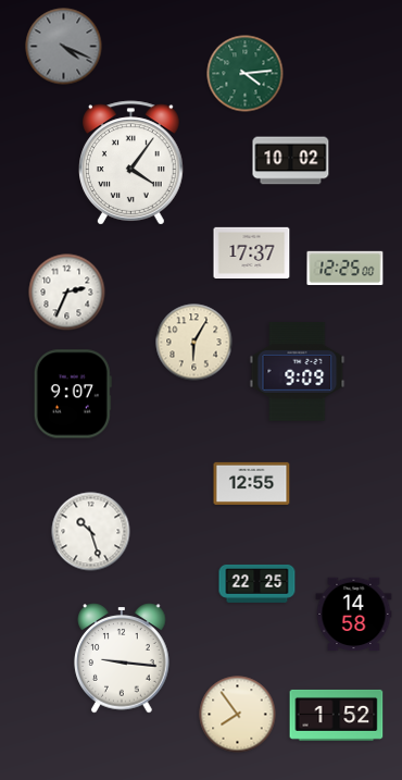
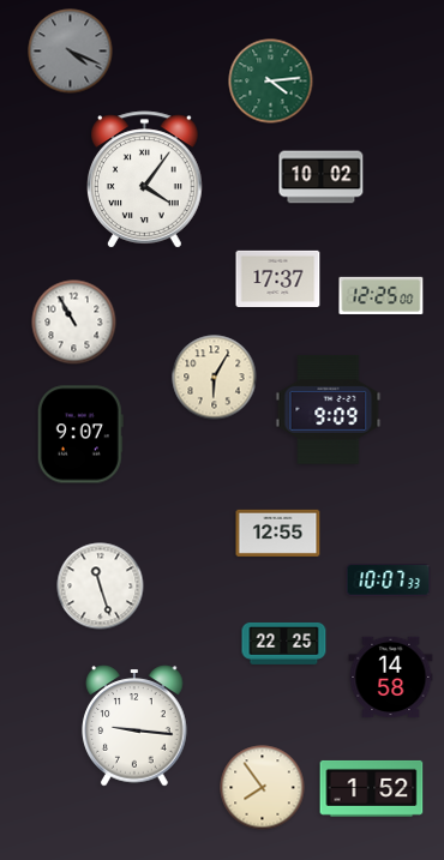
clock at (67, 293): 2:34 -> 10:55
clock at (389, 581): none -> 10:07
clock at (91, 532): 10:27 -> 11:27
